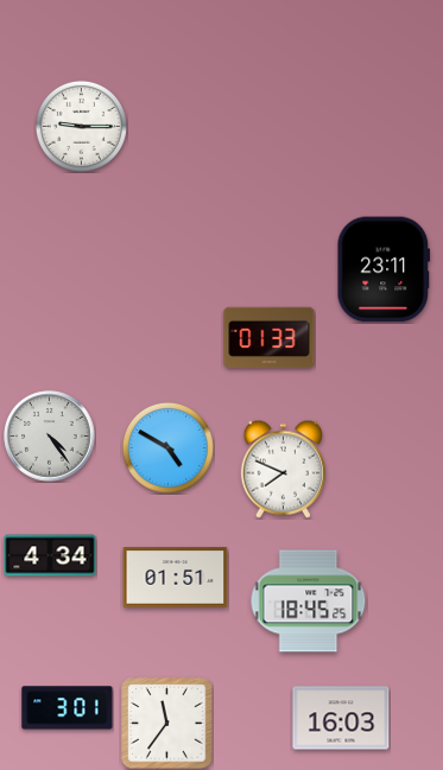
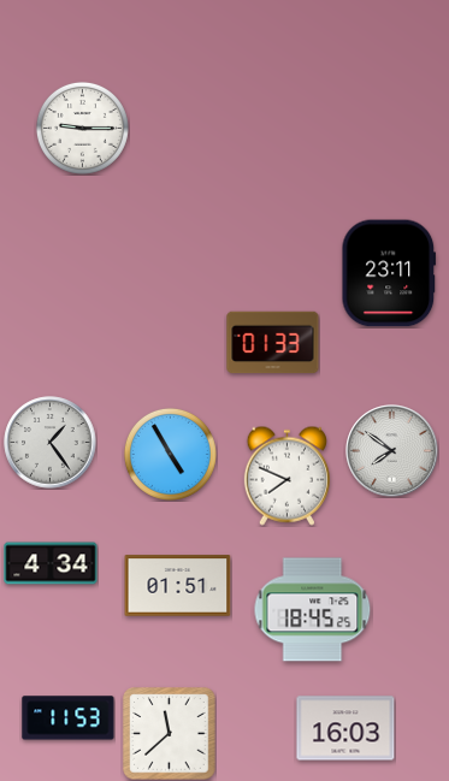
clock at (50, 437): 4:24 -> 1:24
clock at (392, 451): none -> 7:51
clock at (167, 447): 4:50 -> 4:55
clock at (68, 708): 3:01 -> 11:53
clock at (167, 724): 11:36 -> 11:38
